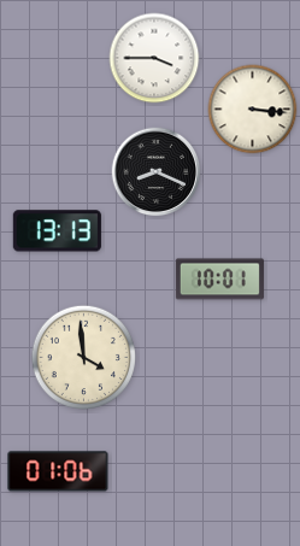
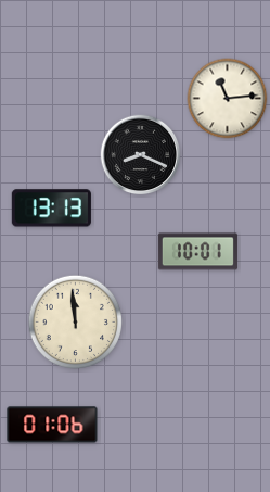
clock at (154, 58): 3:45 -> none
clock at (253, 110): 3:16 -> 11:14
clock at (84, 358): 3:59 -> 11:59
